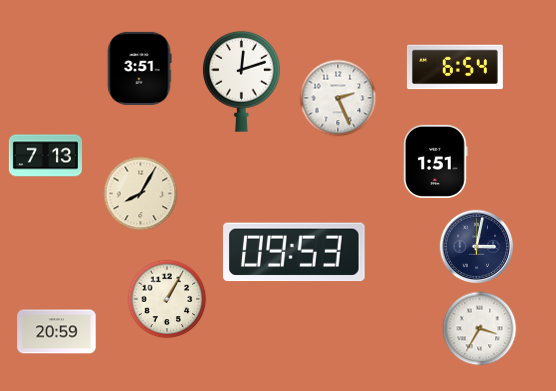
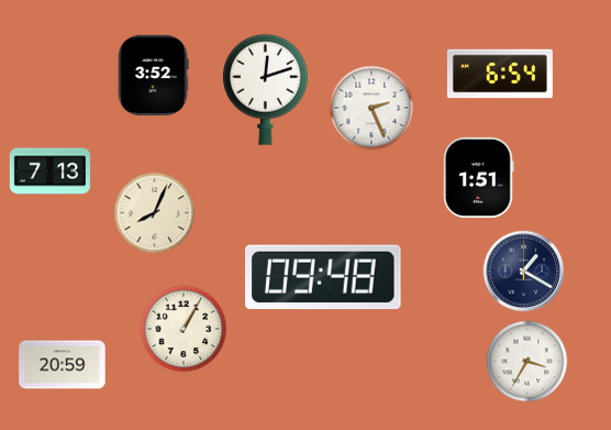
clock at (139, 68): 3:51 -> 3:52
clock at (141, 194): 8:05 -> 8:04
clock at (477, 247): 3:02 -> 1:20
clock at (295, 252): 09:53 -> 09:48
